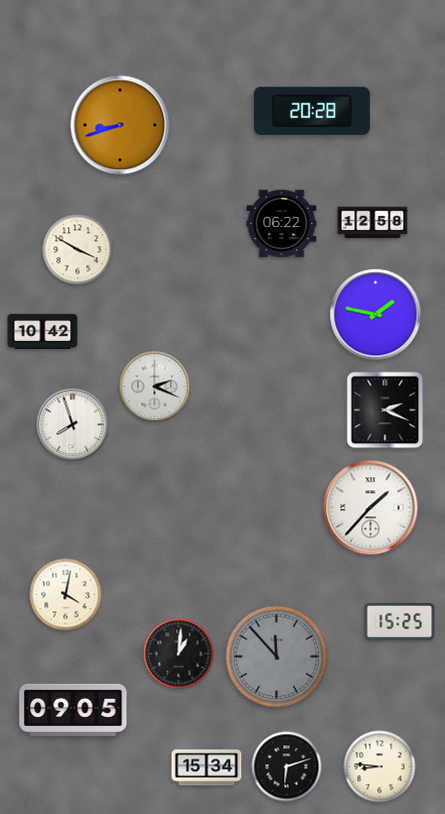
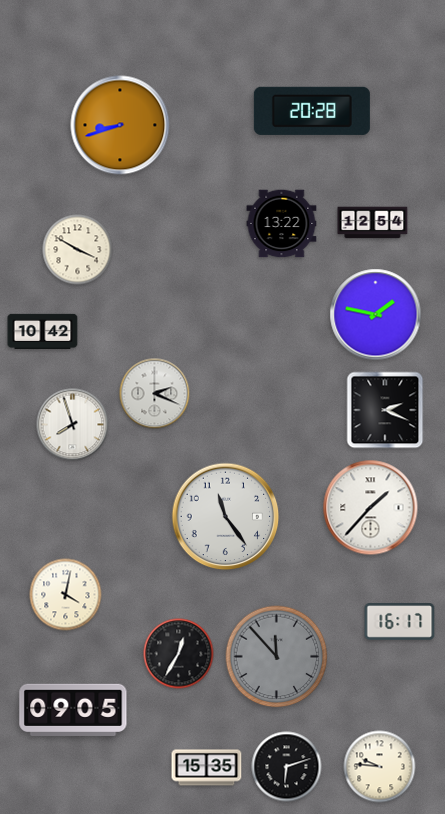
clock at (373, 223): 12:58 -> 12:54
clock at (282, 224): 06:22 -> 13:22
clock at (155, 387) position: (155, 387) -> (155, 394)
clock at (226, 517): none -> 11:24
clock at (400, 622): 15:25 -> 16:17
clock at (179, 654): 1:01 -> 12:35
clock at (380, 767): 8:46 -> 9:46
clock at (207, 768): 15:34 -> 15:35
